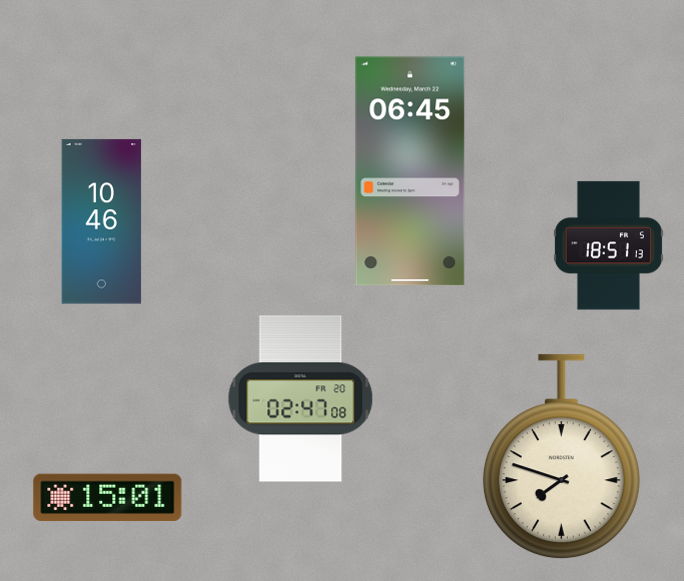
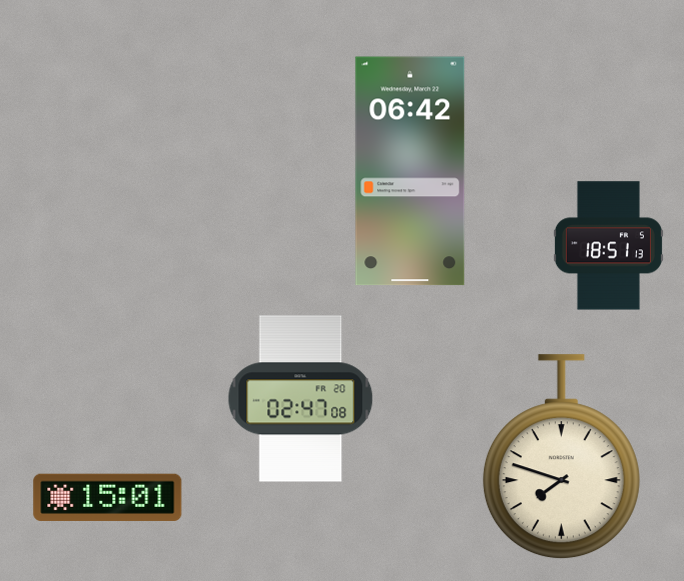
clock at (410, 171): 06:45 -> 06:42
clock at (102, 222): 10:46 -> none
